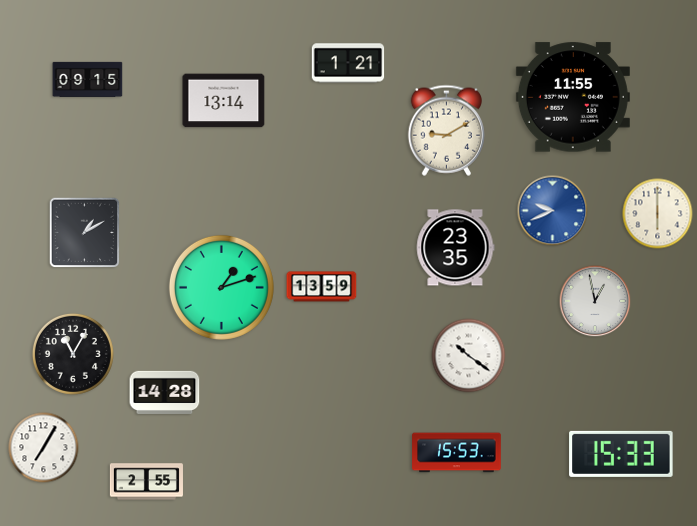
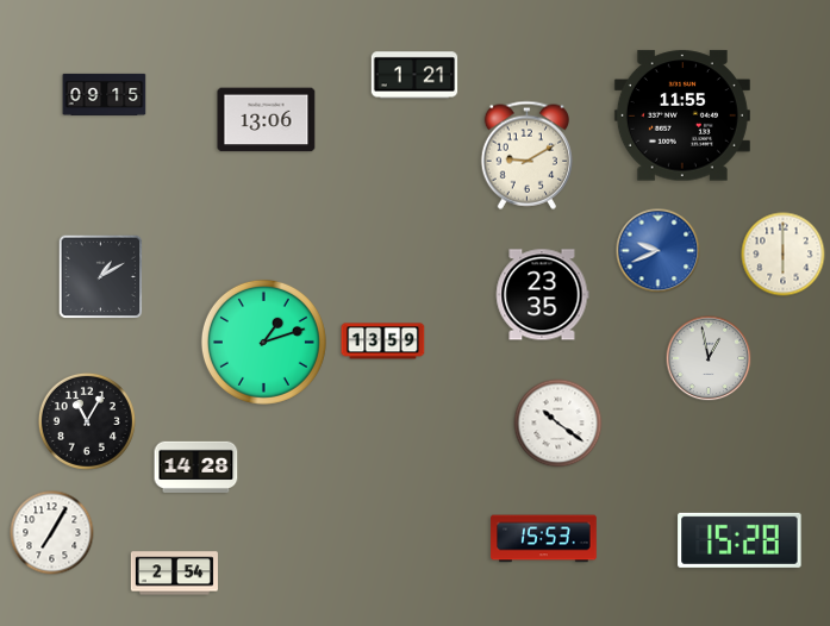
clock at (224, 101): 13:14 -> 13:06
clock at (446, 130) position: (446, 130) -> (526, 155)
clock at (621, 454): 15:33 -> 15:28
clock at (146, 482): 2:55 -> 2:54
